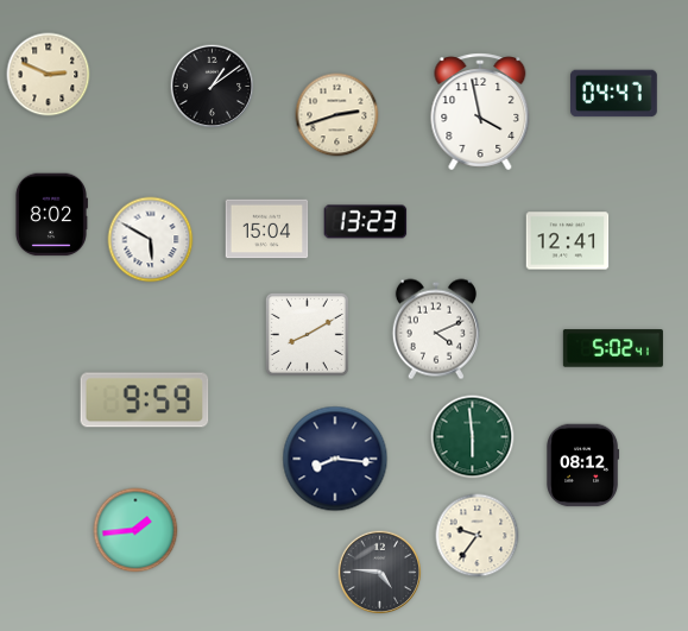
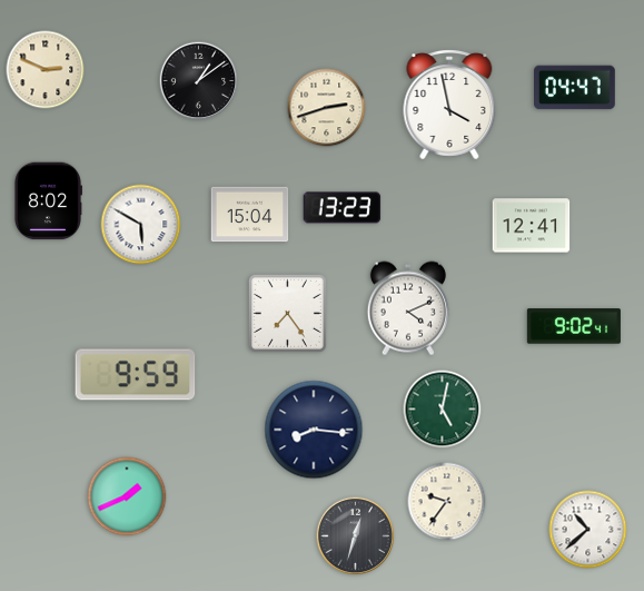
clock at (337, 115) position: (337, 115) -> (327, 108)
clock at (307, 334): 8:10 -> 7:24
clock at (613, 348): 5:02 -> 9:02
clock at (473, 437): 5:59 -> 5:02
clock at (583, 466): 08:12 -> none
clock at (135, 530): 1:44 -> 1:41
clock at (588, 530): none -> 10:38
clock at (380, 573): 4:46 -> 12:33
